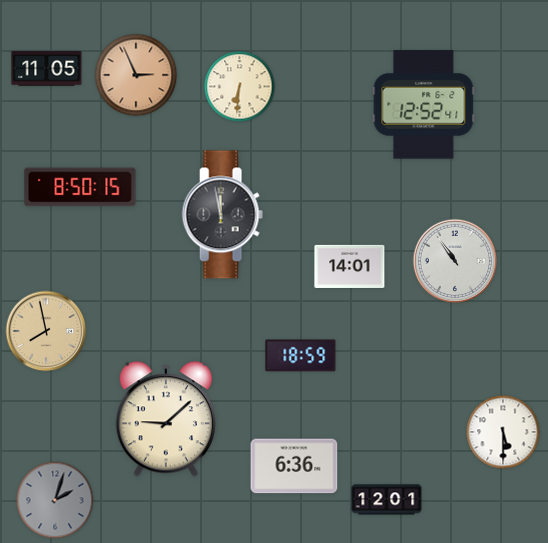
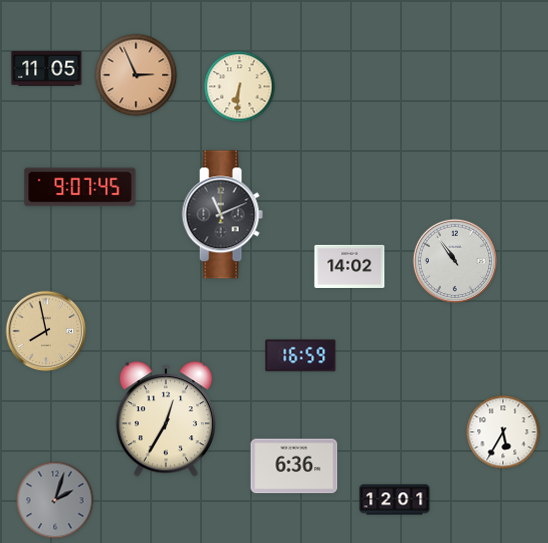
clock at (424, 105): 12:52 -> none
clock at (80, 187): 8:50 -> 9:07
clock at (222, 215): 11:58 -> 11:11
clock at (350, 266): 14:01 -> 14:02
clock at (301, 356): 18:59 -> 16:59
clock at (166, 419): 9:08 -> 12:35
clock at (503, 432): 5:30 -> 5:35
clock at (387, 500) position: (387, 500) -> (395, 500)
